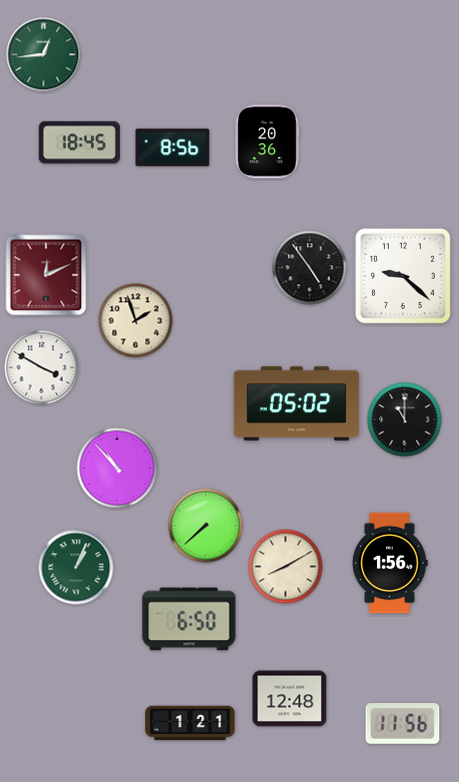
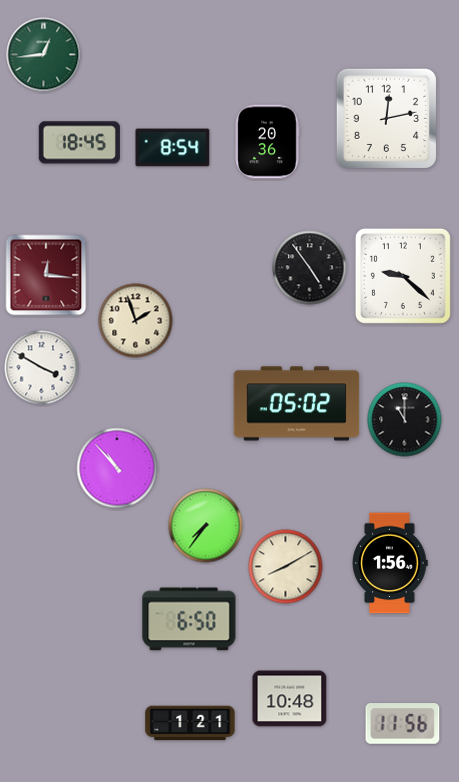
clock at (386, 118): none -> 12:13
clock at (173, 148): 8:56 -> 8:54
clock at (46, 275): 12:11 -> 12:16
clock at (206, 526): 7:38 -> 7:36
clock at (76, 567): 1:04 -> none
clock at (290, 699): 12:48 -> 10:48
